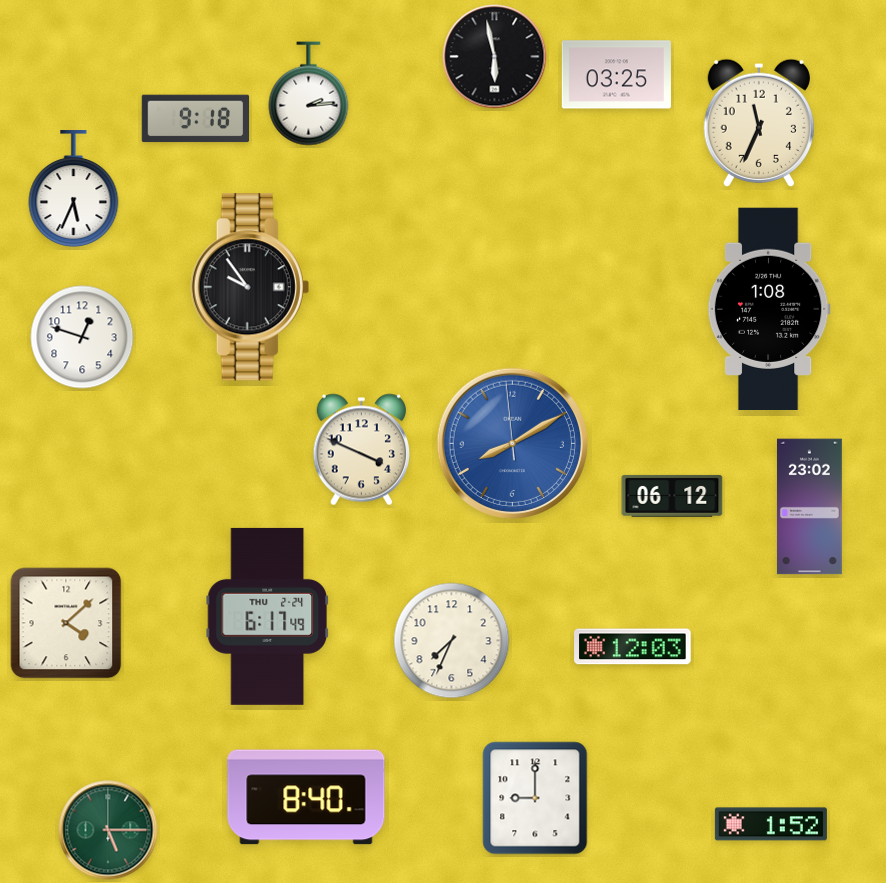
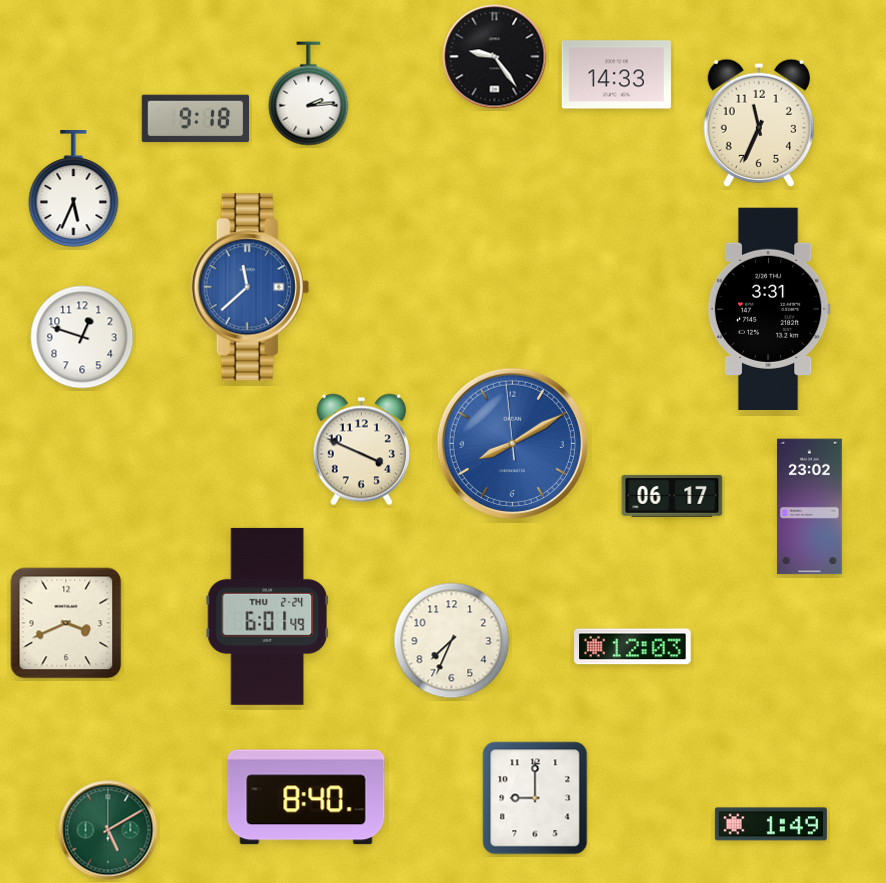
clock at (495, 57): 5:58 -> 9:24
clock at (616, 75): 03:25 -> 14:33
clock at (250, 287): 9:54 -> 11:38
clock at (250, 287) dial: black -> blue
clock at (769, 308): 1:08 -> 3:31
clock at (672, 496): 06:12 -> 06:17
clock at (267, 616): 6:17 -> 6:01
clock at (66, 623): 4:08 -> 3:41
clock at (771, 824): 1:52 -> 1:49
clock at (108, 830): 5:15 -> 5:10
